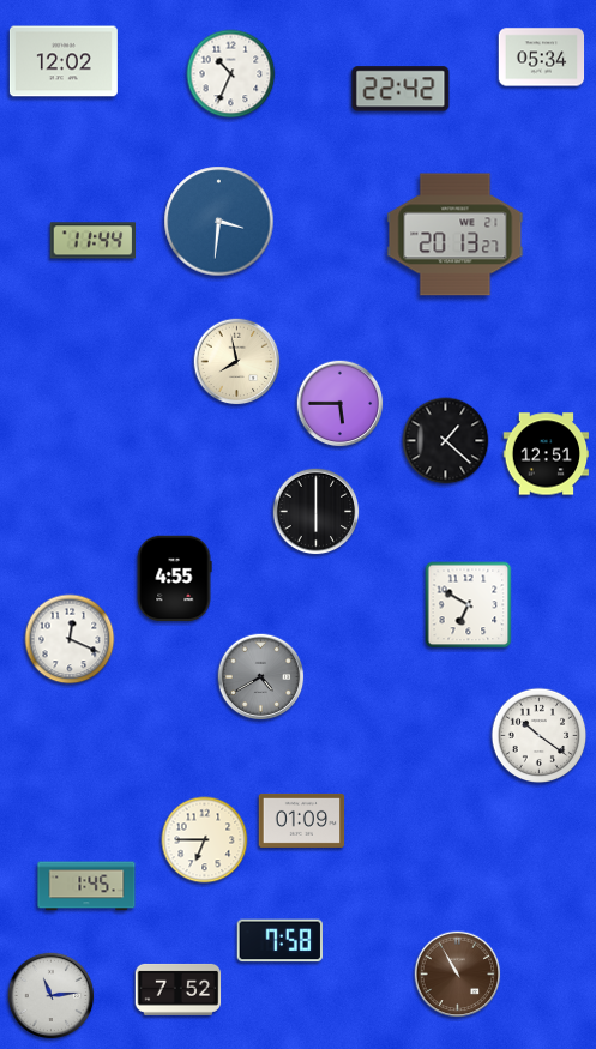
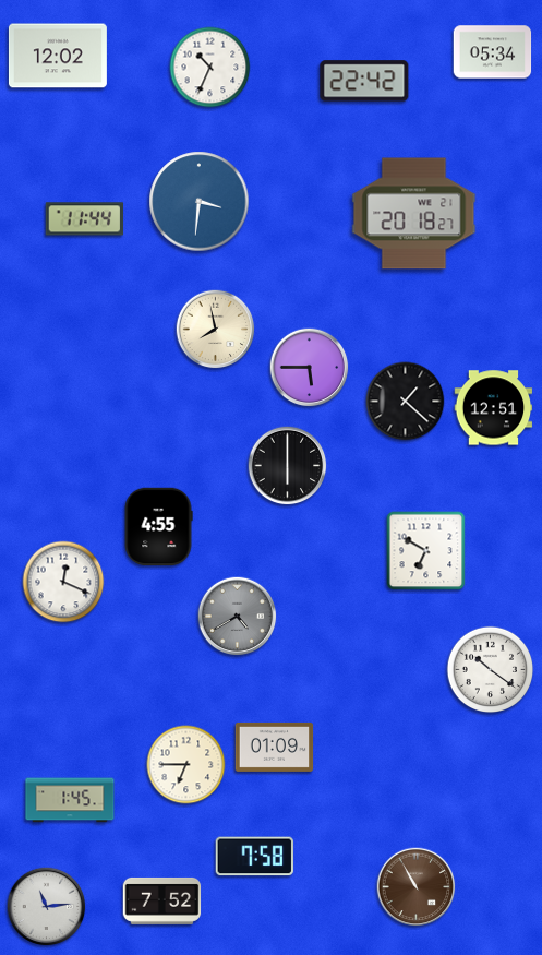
clock at (456, 235): 20:13 -> 20:18
clock at (547, 454) position: (547, 454) -> (494, 408)
clock at (86, 886) position: (86, 886) -> (70, 800)
